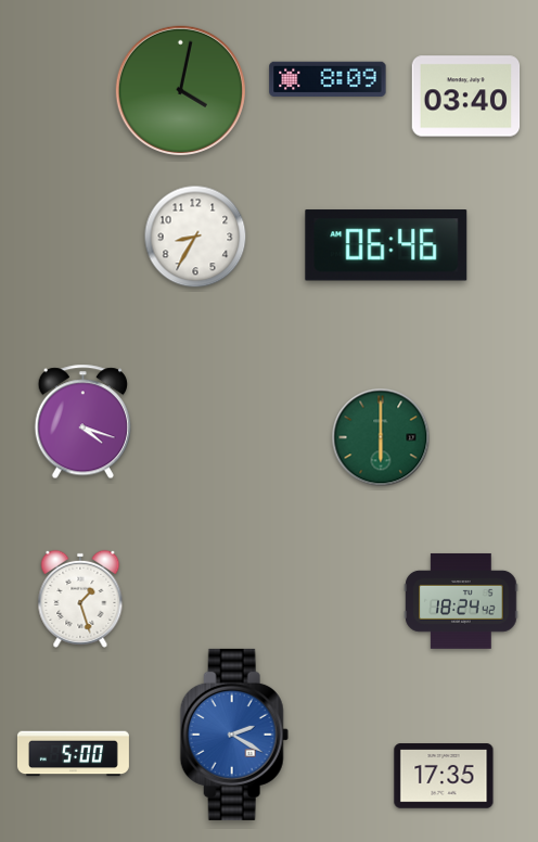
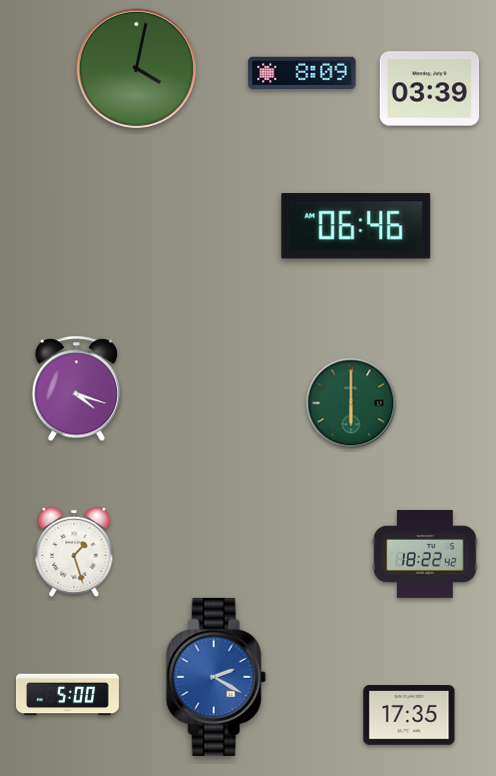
clock at (180, 90) position: (180, 90) -> (136, 68)
clock at (466, 97): 03:40 -> 03:39
clock at (195, 237): 8:35 -> none
clock at (461, 601): 18:24 -> 18:22
